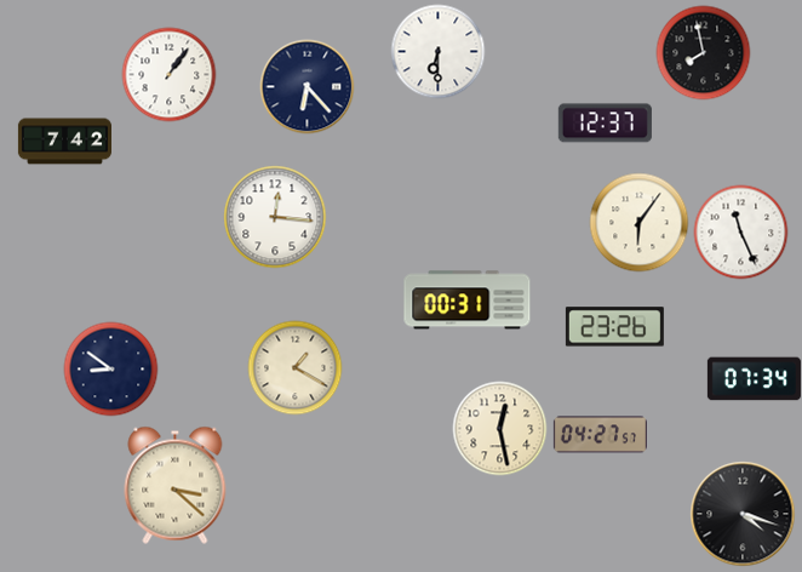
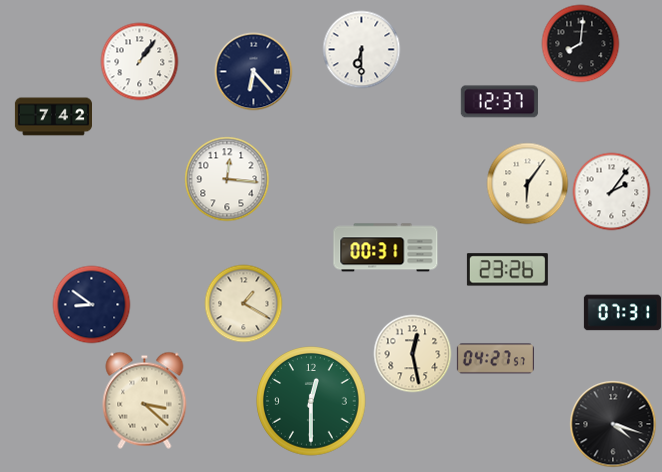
clock at (437, 51) position: (437, 51) -> (361, 49)
clock at (703, 52): 7:58 -> 8:01
clock at (740, 231): 11:26 -> 2:06
clock at (754, 379): 07:34 -> 07:31
clock at (311, 401): none -> 12:30
